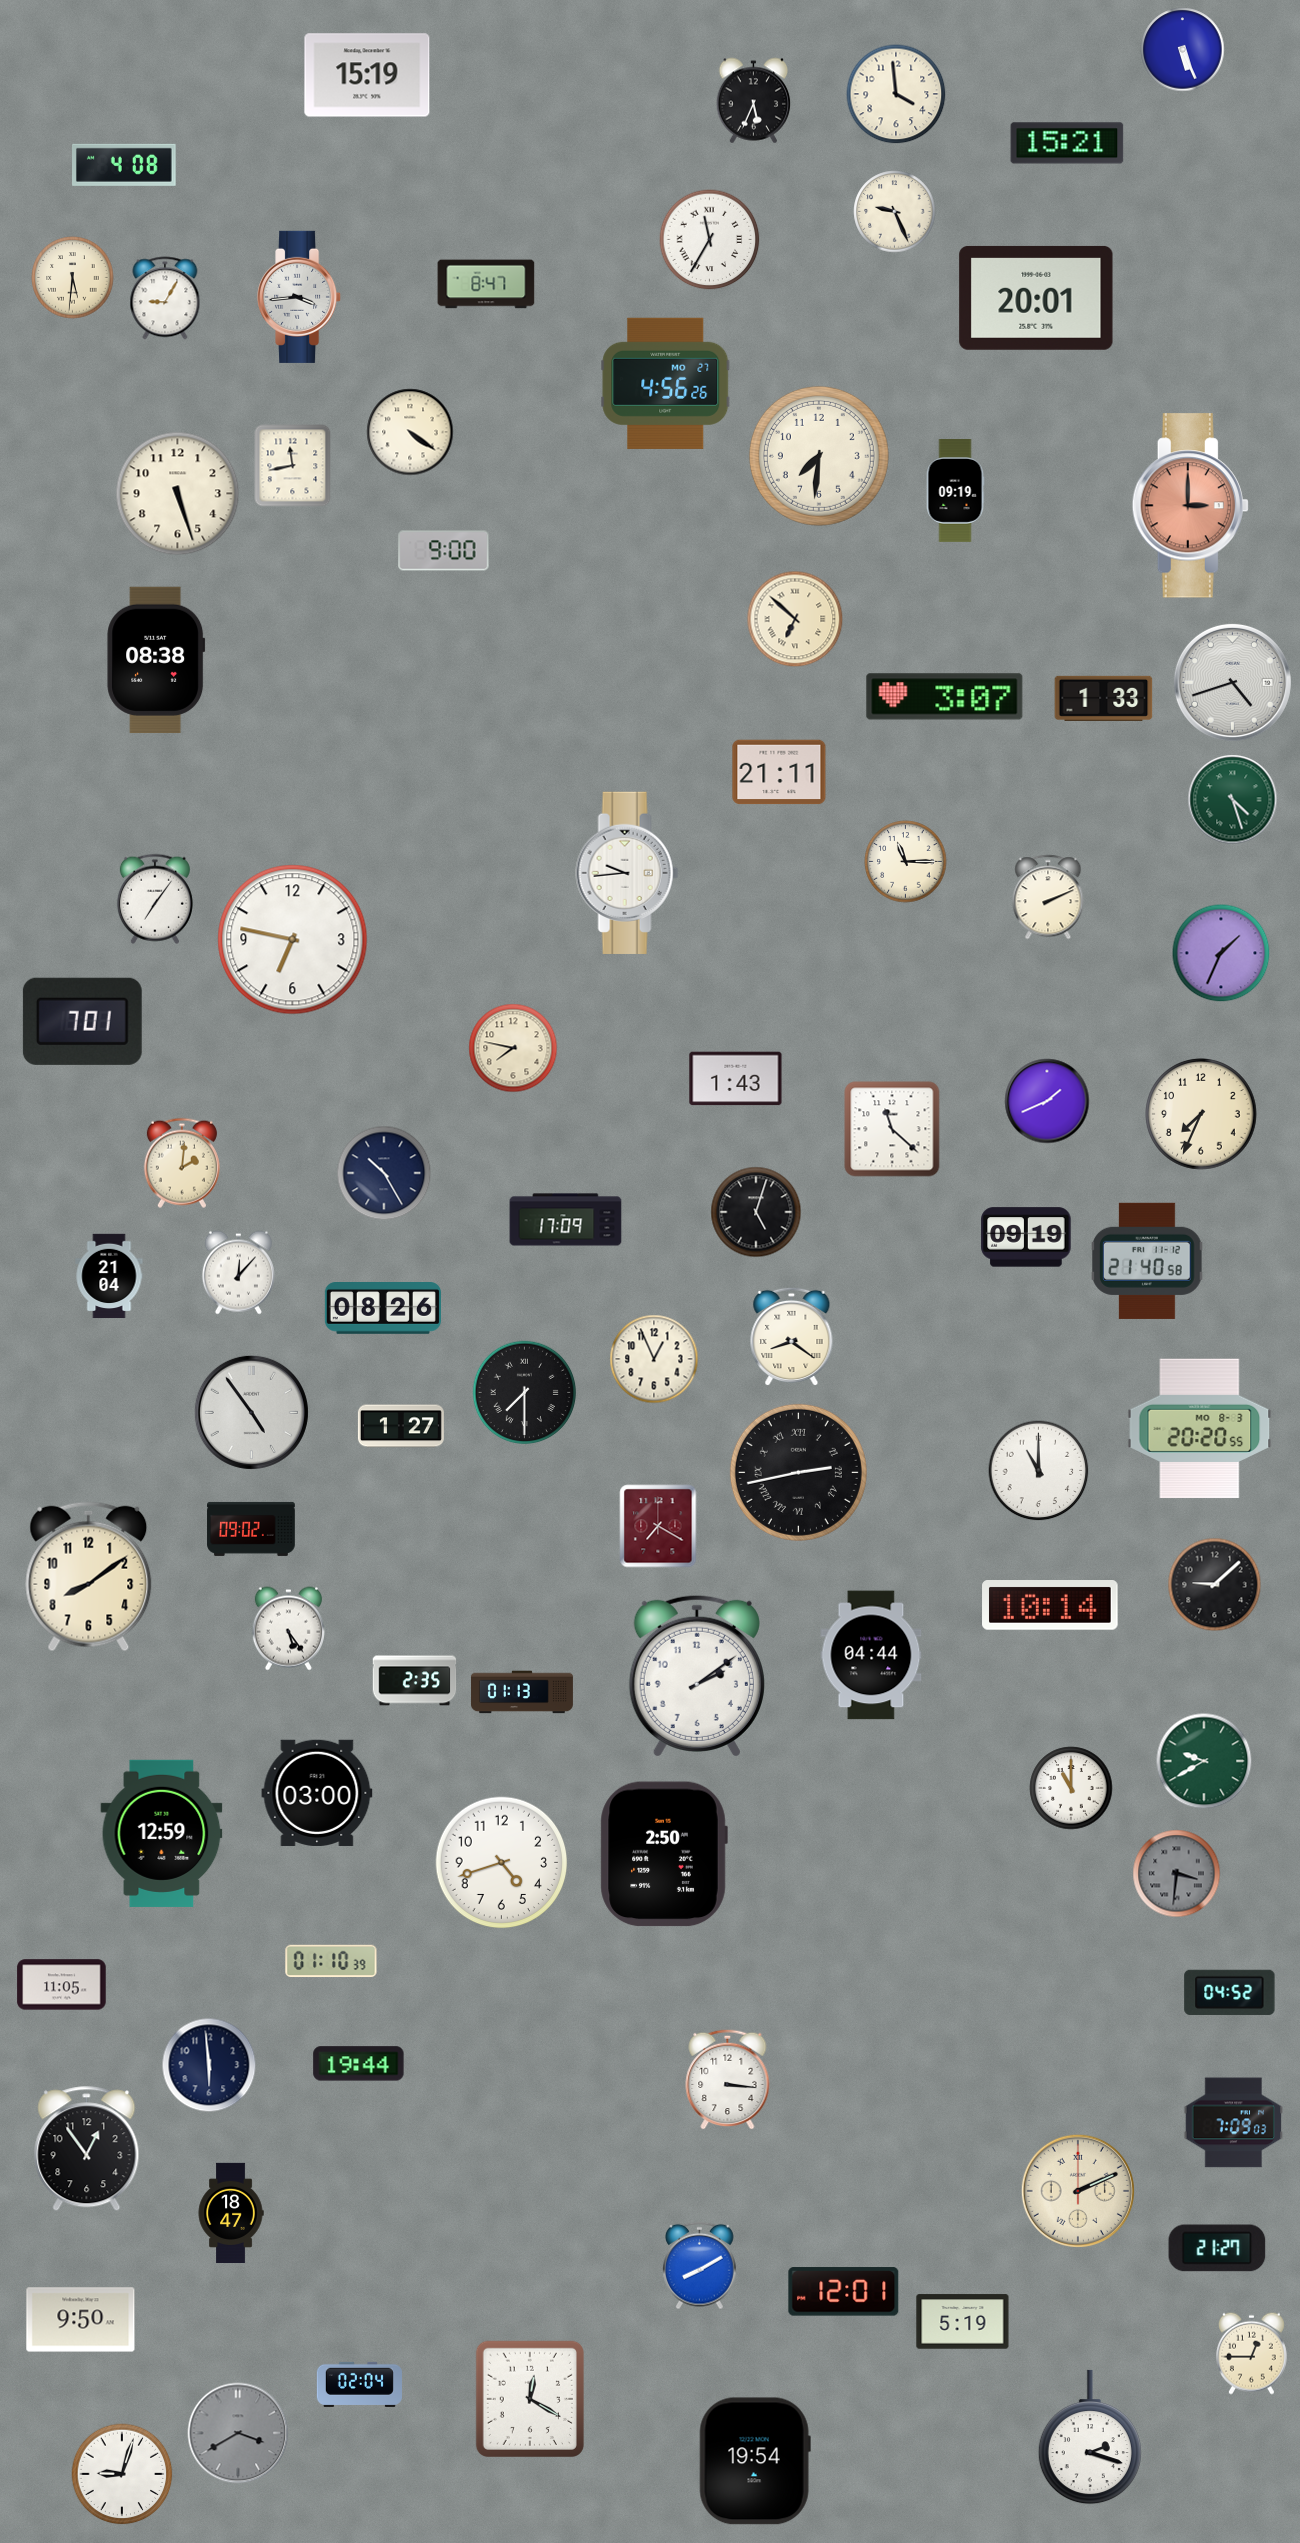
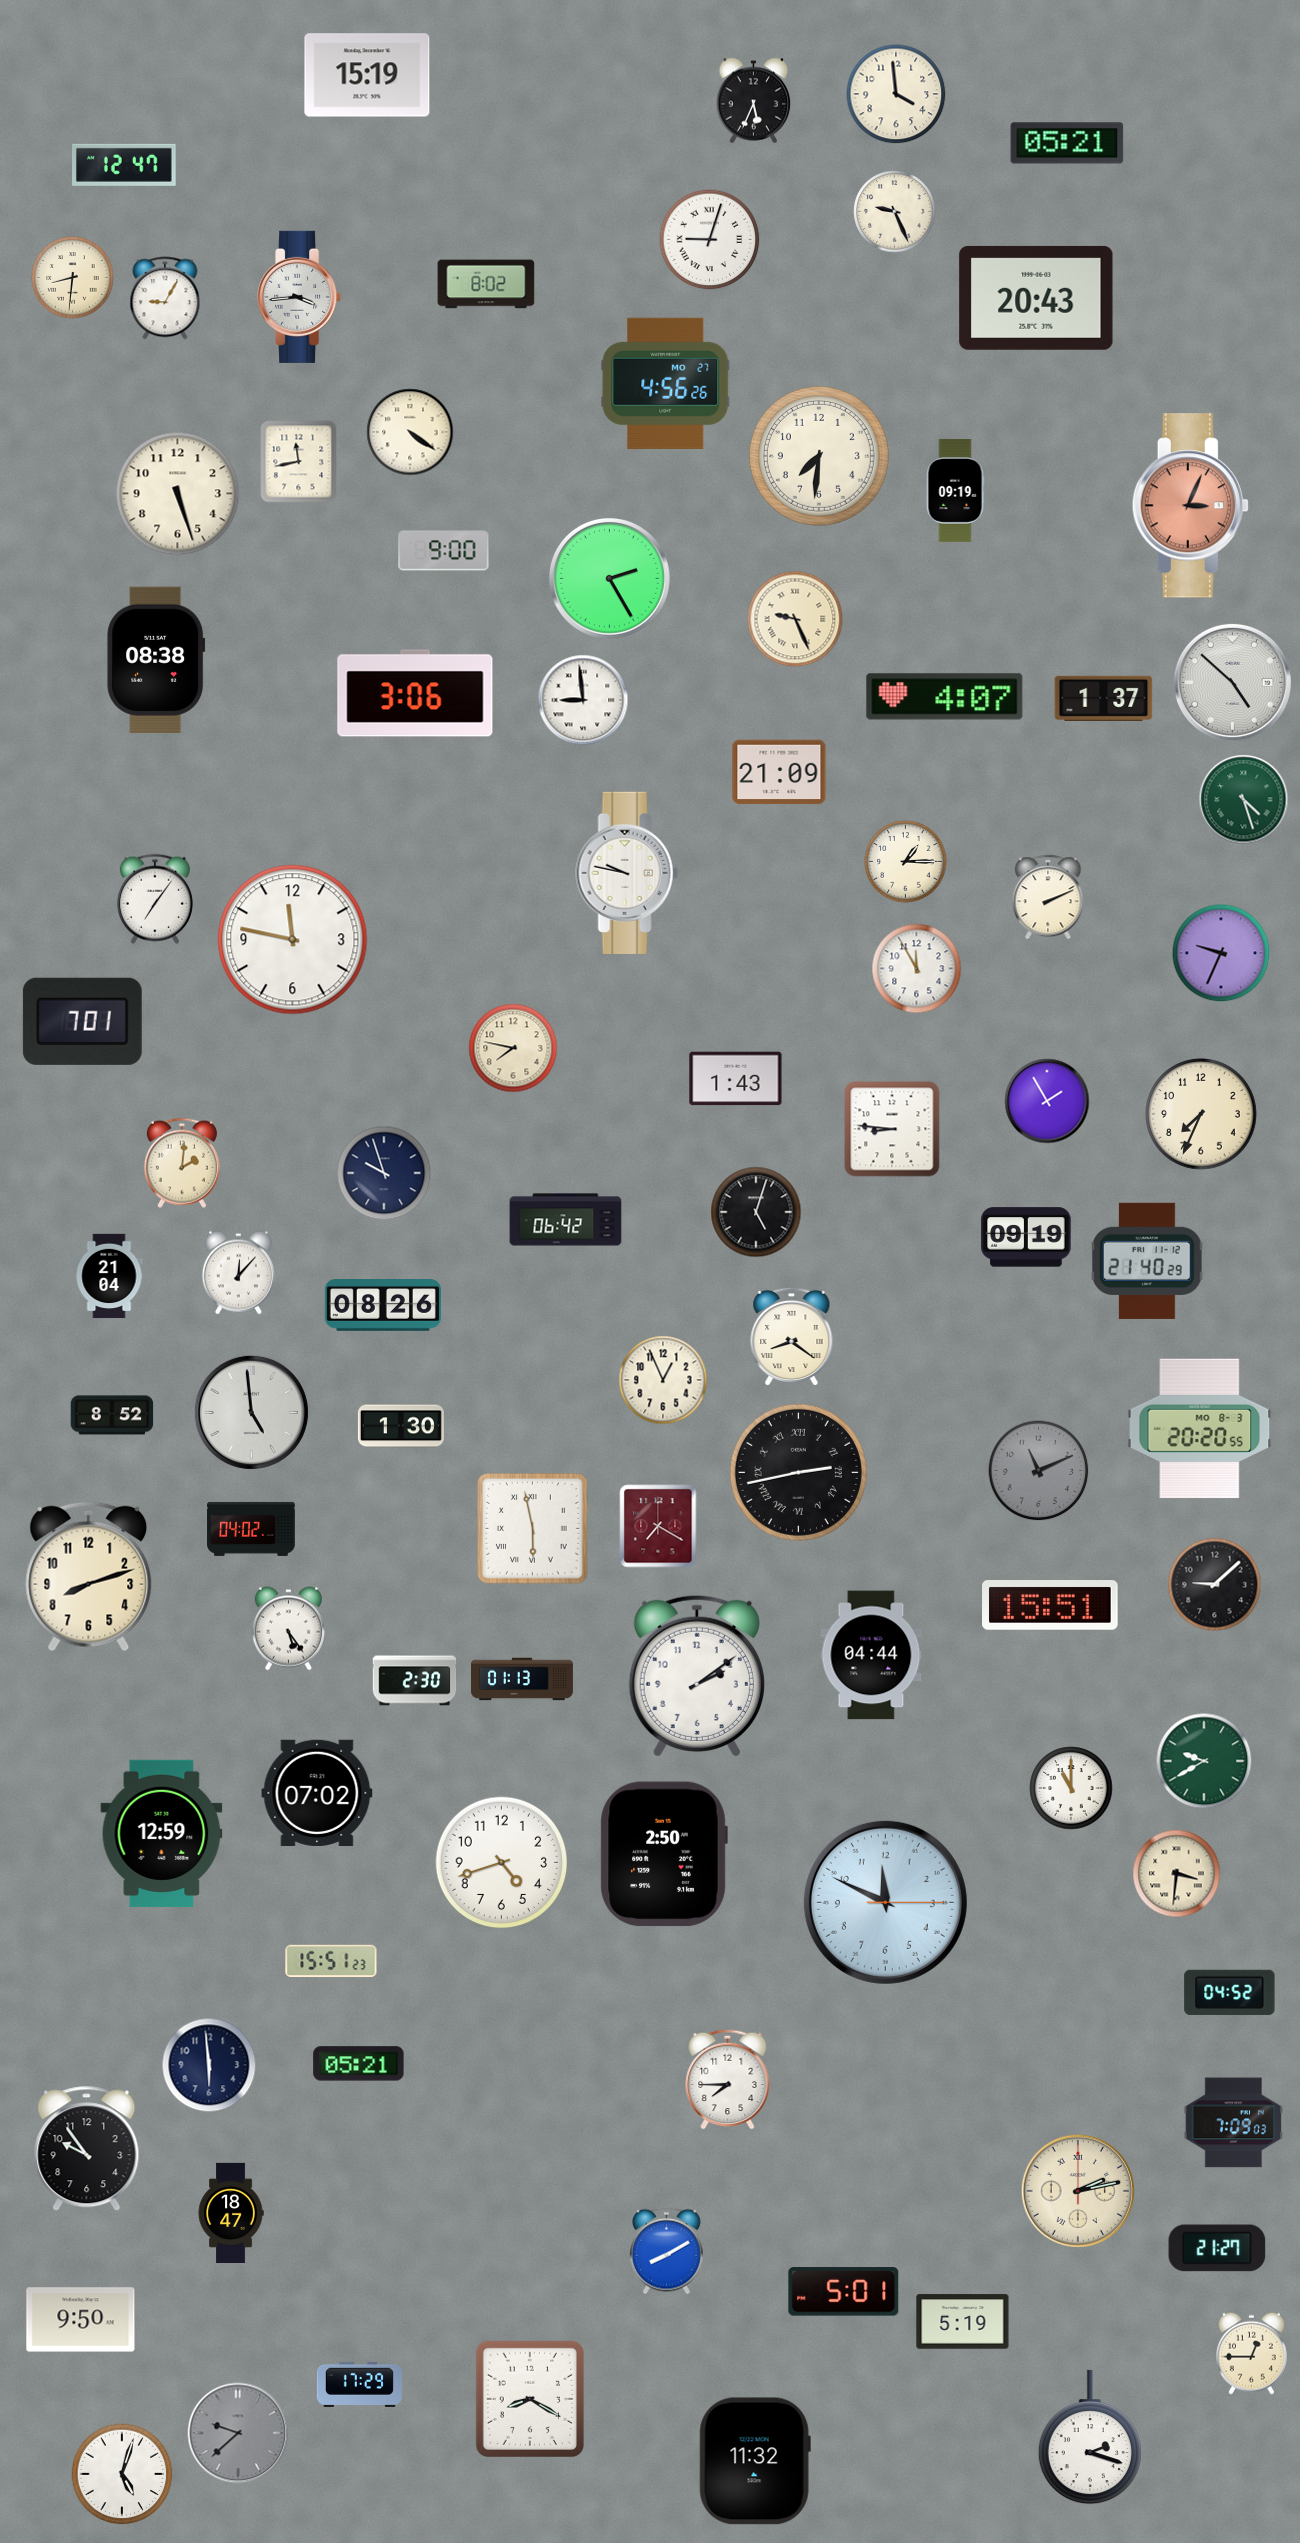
clock at (1183, 50): 5:26 -> none
clock at (1067, 143): 15:21 -> 05:21
clock at (125, 165): 4:08 -> 12:47
clock at (710, 240): 11:35 -> 9:03
clock at (73, 278): 5:31 -> 8:31
clock at (486, 284): 8:47 -> 8:02
clock at (1036, 298): 20:01 -> 20:43
clock at (293, 466) position: (293, 466) -> (299, 462)
clock at (1190, 506): 3:00 -> 3:04
clock at (609, 578): none -> 2:25
clock at (795, 619): 6:52 -> 9:26
clock at (1232, 682): 4:42 -> 4:52
clock at (415, 693): none -> 3:06
clock at (945, 697): 3:07 -> 4:07
clock at (1104, 698): 1:33 -> 1:37
clock at (583, 700): none -> 8:59
clock at (779, 772): 21:11 -> 21:09
clock at (1233, 800) position: (1233, 800) -> (1244, 800)
clock at (906, 862): 11:15 -> 1:15
clock at (627, 873): 9:44 -> 9:47
clock at (293, 940): 6:47 -> 11:47
clock at (1221, 953): 1:34 -> 9:34
clock at (917, 969): none -> 11:55
clock at (1047, 1101): 1:41 -> 1:55
clock at (892, 1129): 11:22 -> 8:46
clock at (384, 1173): 10:25 -> 9:57
clock at (566, 1220): 17:09 -> 06:42
clock at (1147, 1261): 21:40:58 -> 21:40:29
clock at (383, 1309) position: (383, 1309) -> (383, 1306)
clock at (654, 1359) position: (654, 1359) -> (663, 1380)
clock at (524, 1392): 7:30 -> none
clock at (251, 1412): 4:54 -> 4:59
clock at (112, 1415): none -> 8:52
clock at (401, 1426): 1:27 -> 1:30
clock at (1039, 1471): 11:00 -> 11:11
clock at (1039, 1471) dial: white -> grey
clock at (251, 1529): 09:02 -> 04:02
clock at (533, 1529): none -> 5:58
clock at (89, 1577): 8:09 -> 8:12
clock at (1050, 1606): 10:14 -> 15:51
clock at (415, 1681): 2:35 -> 2:30
clock at (522, 1692) position: (522, 1692) -> (522, 1679)
clock at (317, 1793): 03:00 -> 07:02
clock at (1177, 1874) dial: grey -> cream
clock at (885, 1902): none -> 11:49
clock at (331, 1961): 01:10 -> 15:51
clock at (62, 1985): 11:05 -> none
clock at (359, 2064): 19:44 -> 05:21
clock at (728, 2079): 3:16 -> 7:45
clock at (87, 2149): 12:54 -> 9:54
clock at (1078, 2191): 2:11 -> 2:13
clock at (700, 2266) position: (700, 2266) -> (667, 2251)
clock at (844, 2292): 12:01 -> 5:01
clock at (359, 2384): 02:04 -> 17:29
clock at (530, 2399): 12:20 -> 8:20
clock at (238, 2433): 3:40 -> 9:38
clock at (755, 2461): 19:54 -> 11:32
clock at (122, 2474): 9:03 -> 5:03
